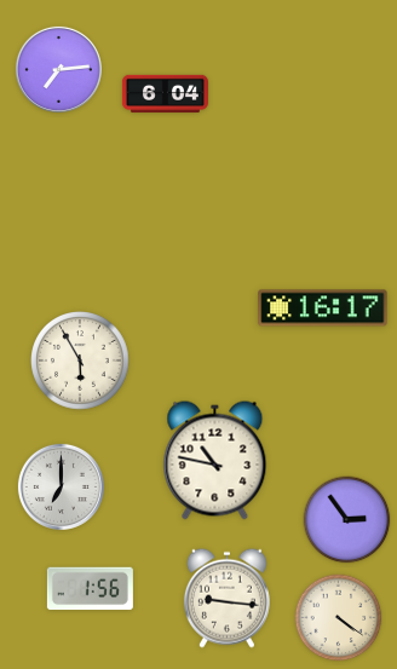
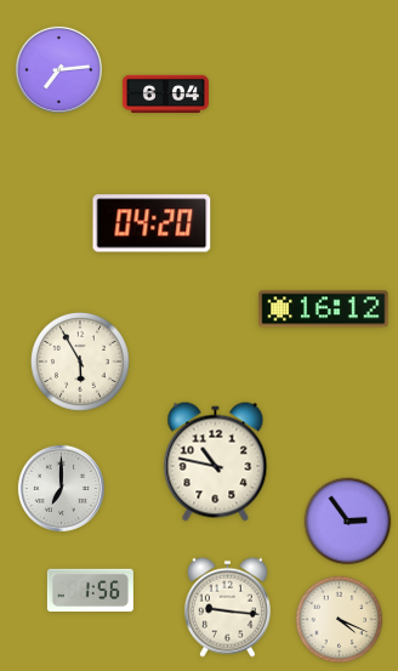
clock at (152, 223): none -> 04:20
clock at (323, 308): 16:17 -> 16:12
clock at (226, 598) position: (226, 598) -> (227, 607)
clock at (339, 618): 4:21 -> 4:19
